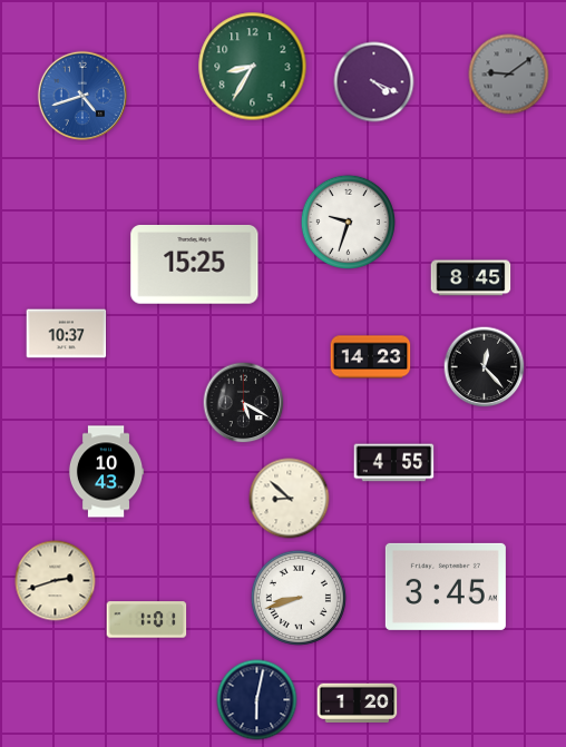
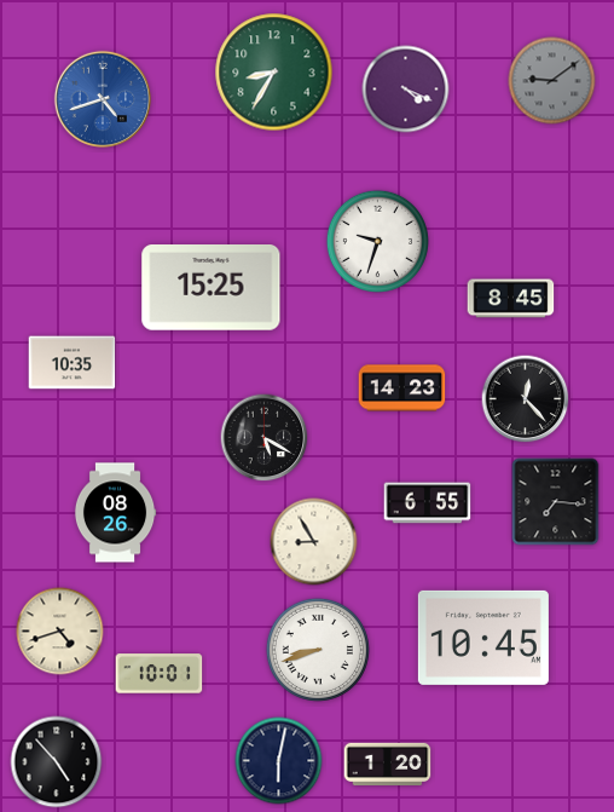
clock at (81, 95) position: (81, 95) -> (102, 98)
clock at (471, 278) position: (471, 278) -> (511, 299)
clock at (67, 334): 10:37 -> 10:35
clock at (556, 502): none -> 7:16
clock at (394, 463): 4:55 -> 6:55
clock at (106, 472): 10:43 -> 08:26
clock at (290, 499): 8:52 -> 8:55
clock at (56, 581): 2:42 -> 4:42
clock at (446, 587): 3:45 -> 10:45
clock at (299, 598) position: (299, 598) -> (318, 650)
clock at (147, 620): 1:01 -> 10:01
clock at (57, 762): none -> 4:53
